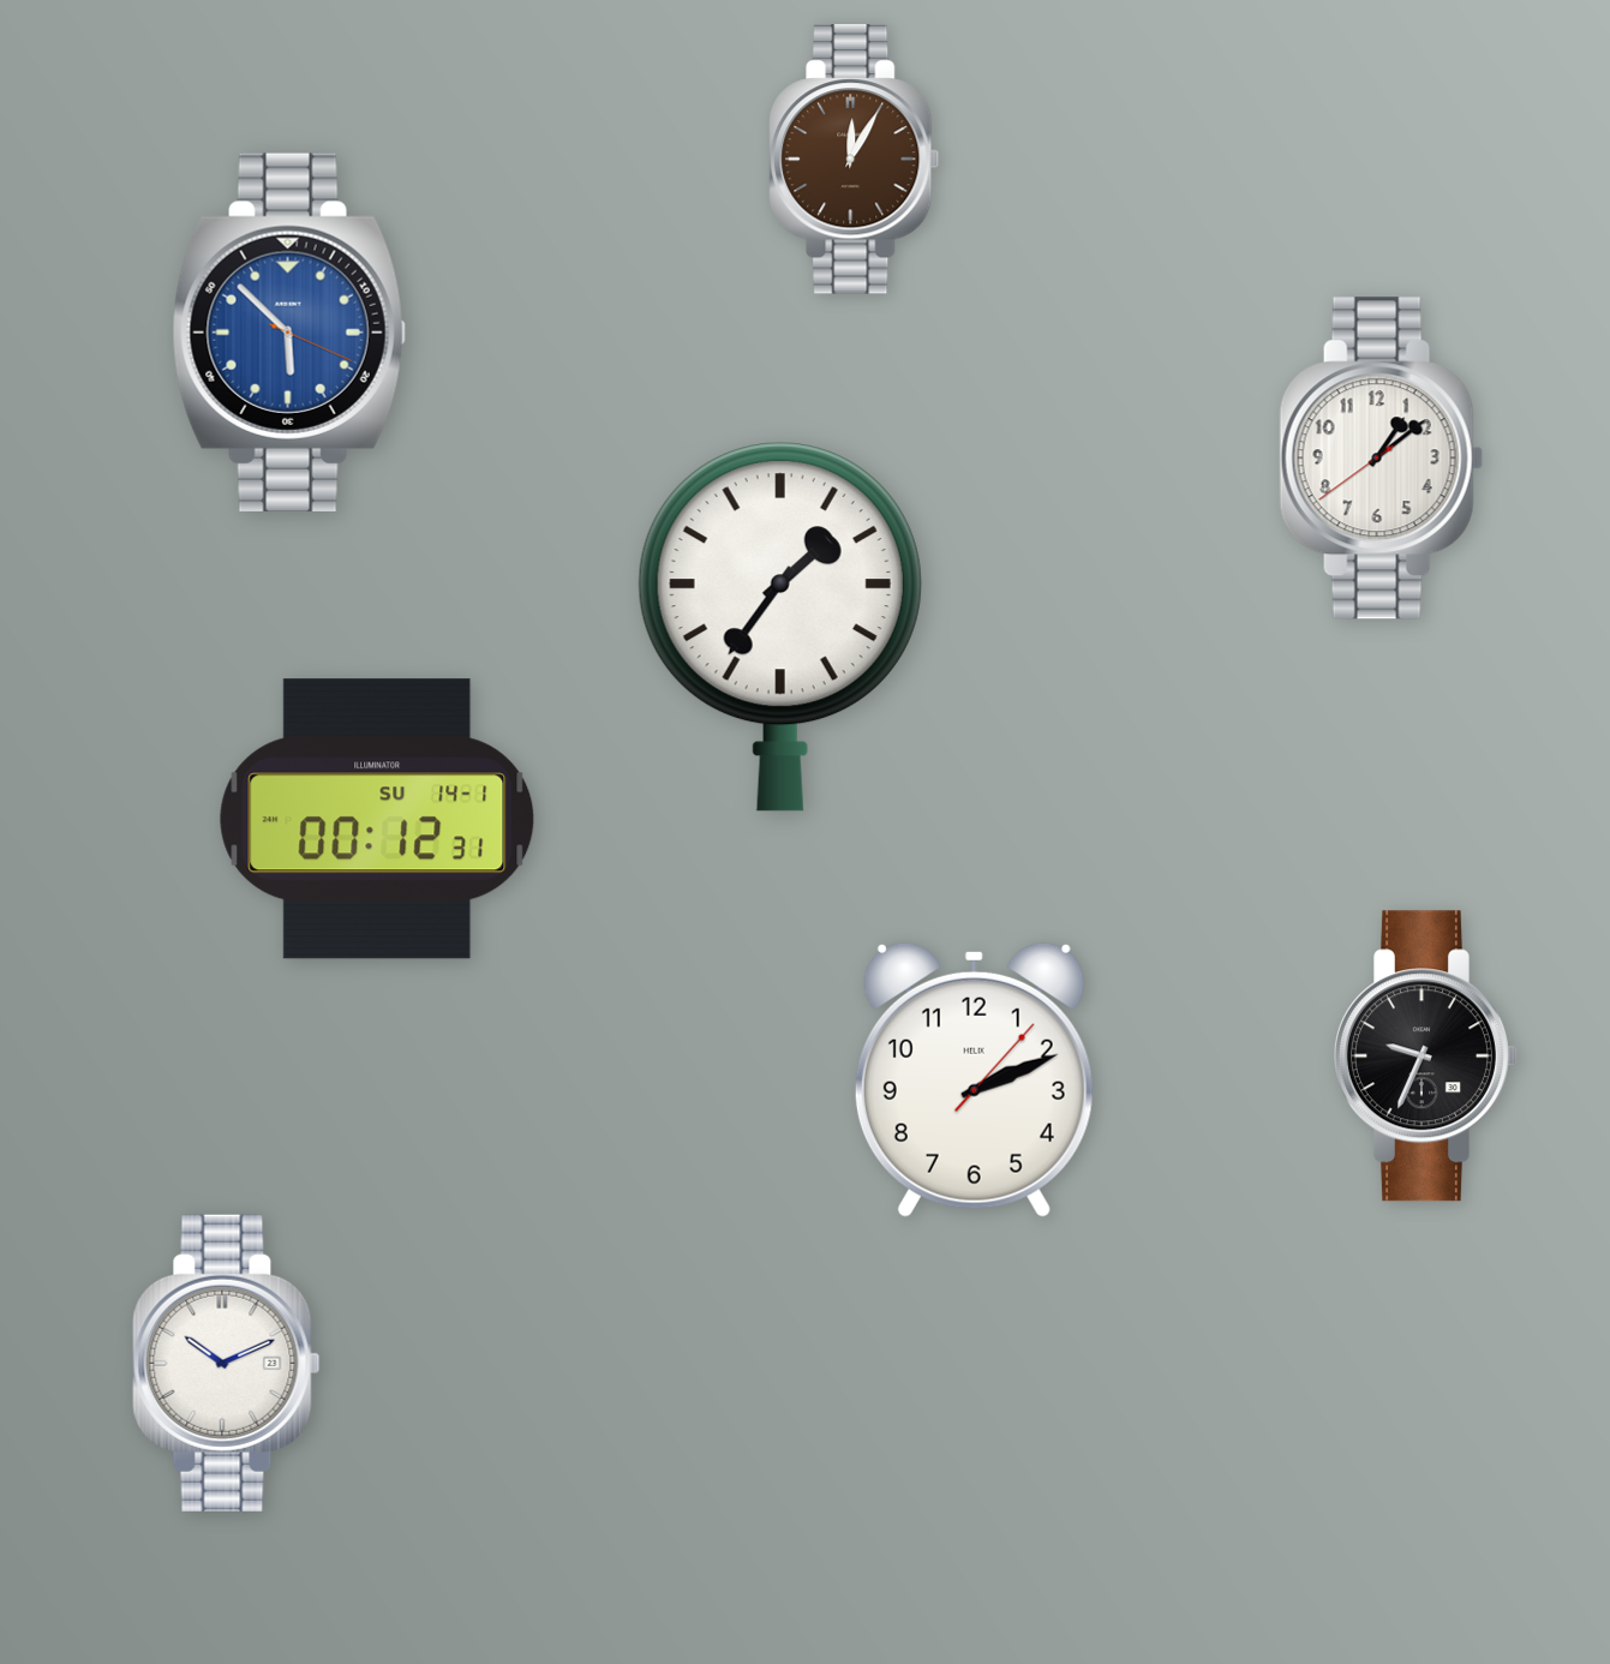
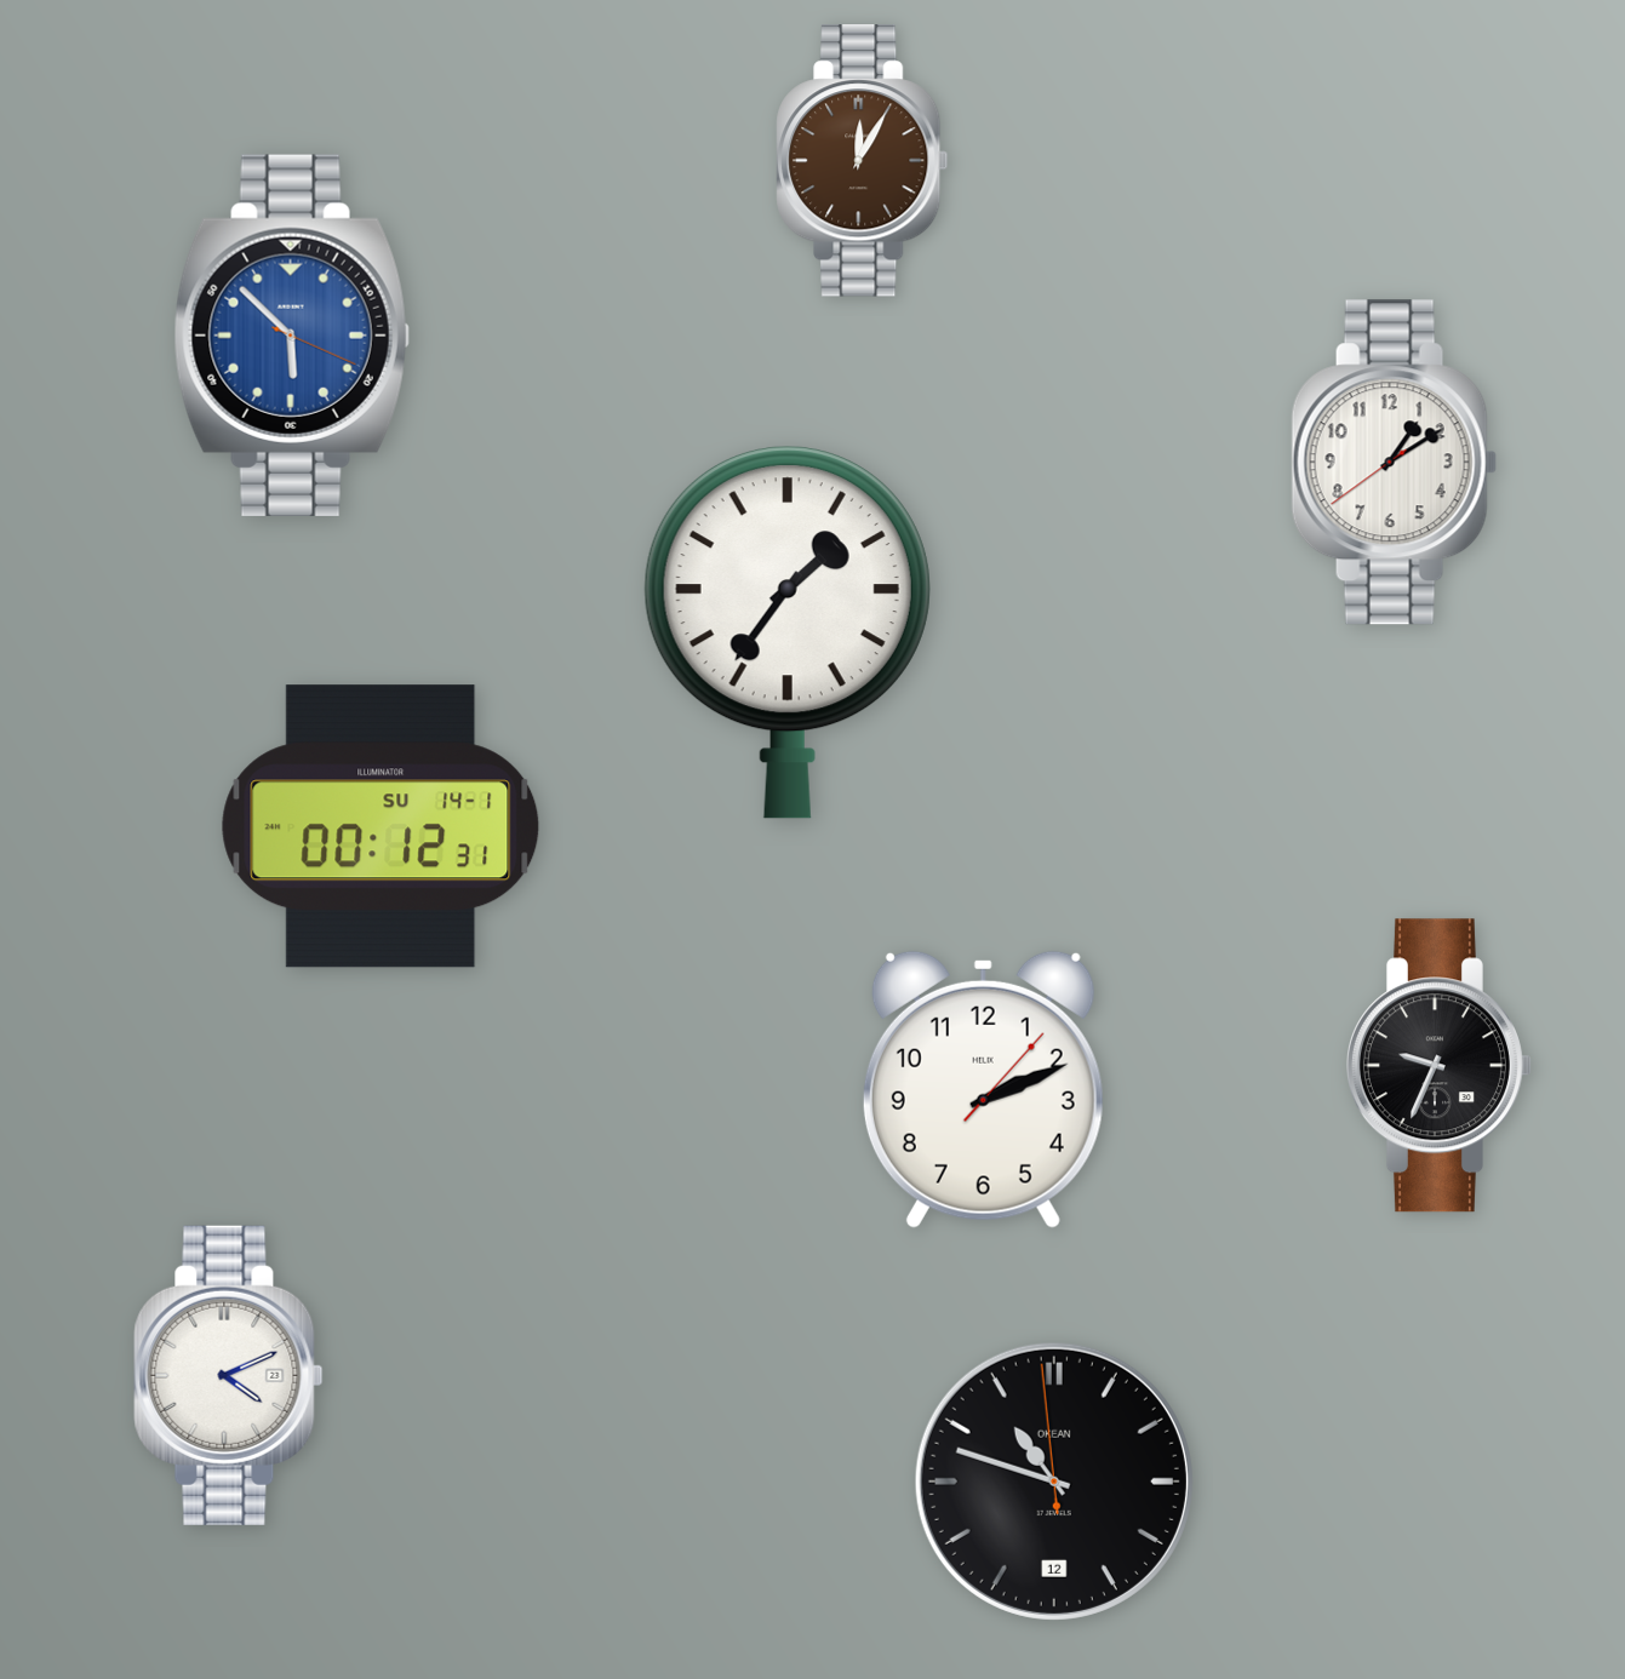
clock at (1381, 459): 1:08 -> 1:09
clock at (227, 1363): 10:11 -> 4:11
clock at (1054, 1482): none -> 10:47
